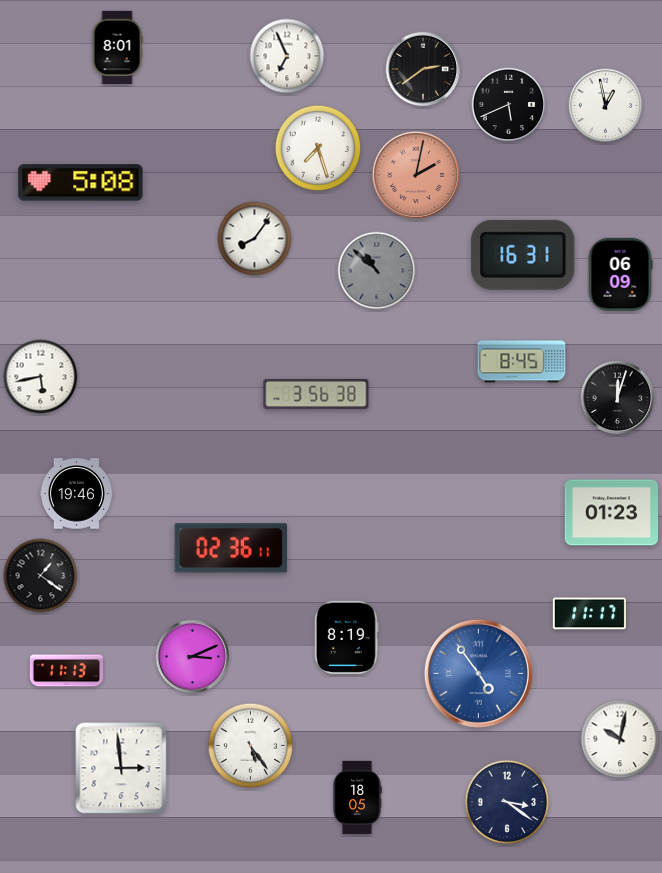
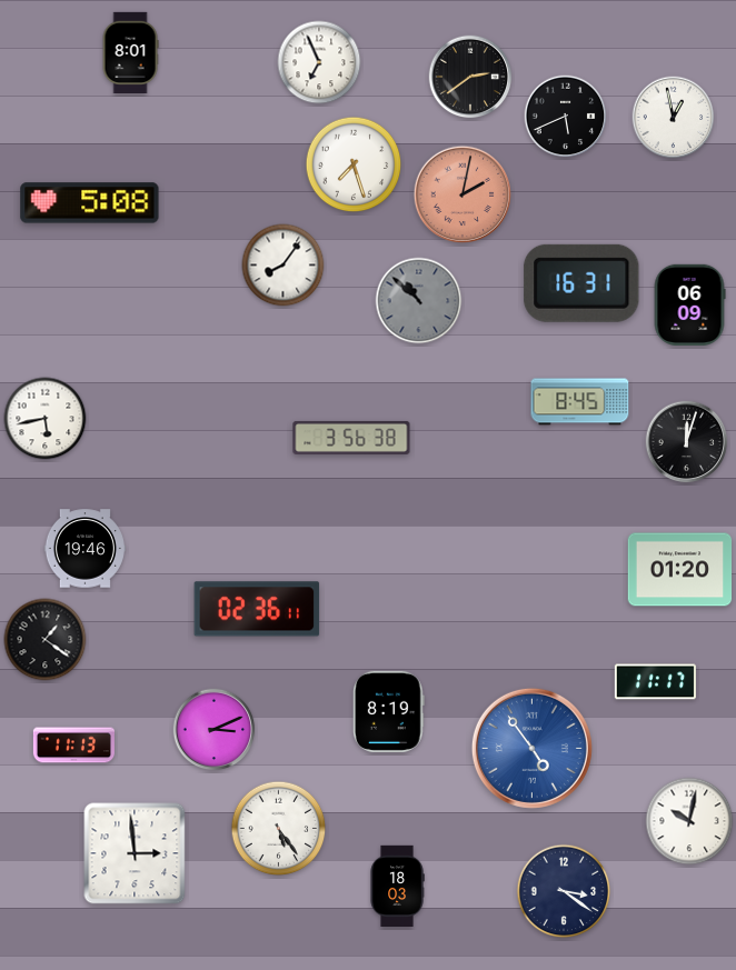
clock at (612, 513): 01:23 -> 01:20
clock at (346, 637) position: (346, 637) -> (388, 711)
clock at (357, 797): 18:05 -> 18:03
